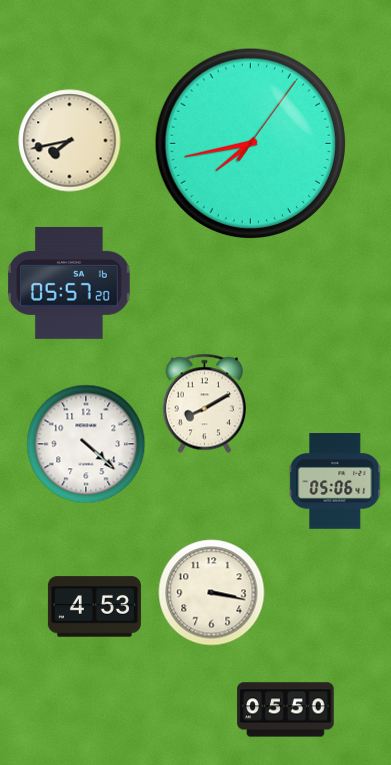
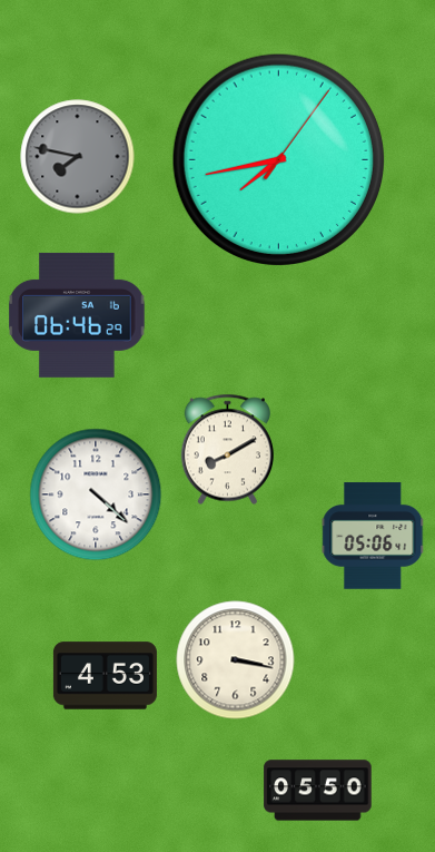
clock at (70, 141): 7:43 -> 7:47
clock at (70, 141) dial: cream -> grey
clock at (69, 283): 05:57 -> 06:46
